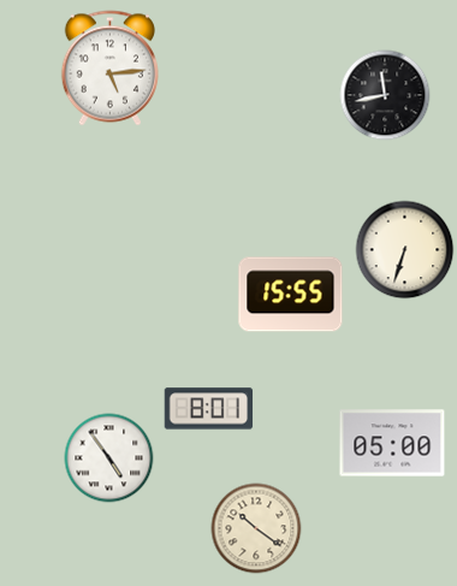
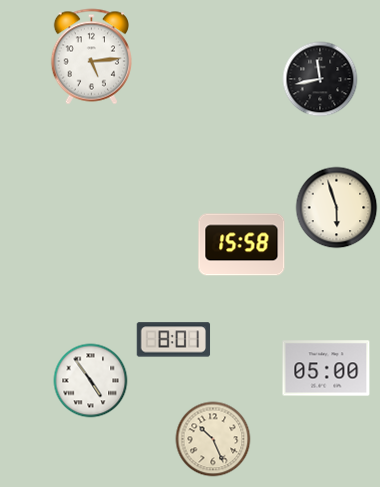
clock at (405, 250): 6:33 -> 5:57
clock at (291, 295): 15:55 -> 15:58
clock at (256, 528): 10:21 -> 10:26
